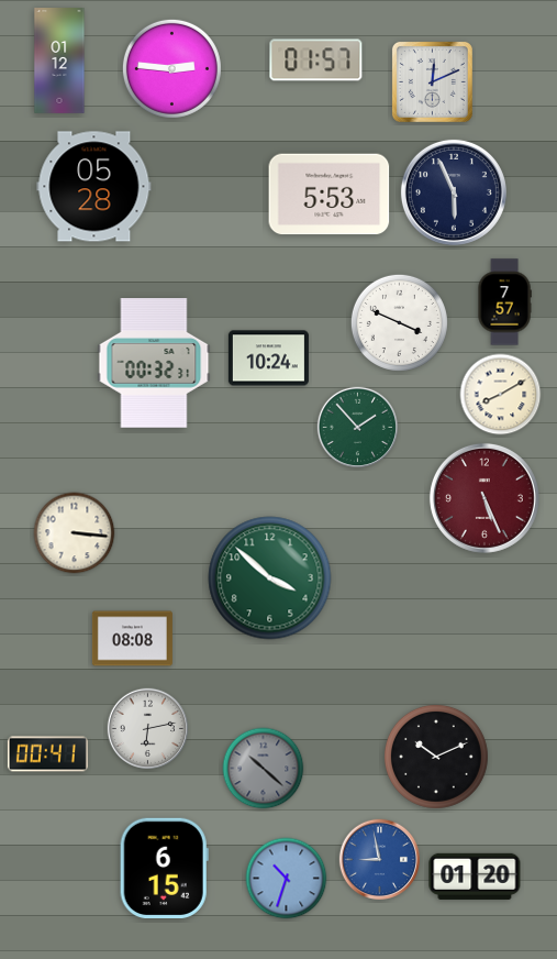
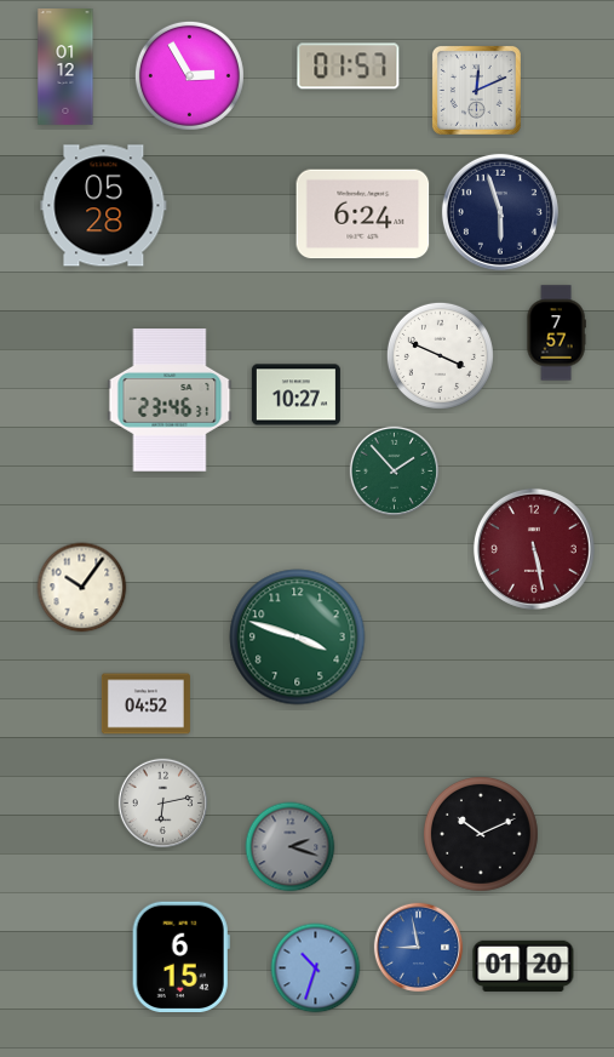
clock at (171, 68): 2:46 -> 2:55
clock at (454, 192): 5:56 -> 5:57
clock at (330, 195): 5:53 -> 6:24
clock at (268, 359): 10:24 -> 10:27
clock at (154, 363): 00:32 -> 23:46
clock at (501, 395): 8:10 -> none
clock at (484, 498): 5:26 -> 5:28
clock at (75, 533): 3:16 -> 10:06
clock at (270, 578): 3:52 -> 3:48
clock at (132, 639): 08:08 -> 04:52
clock at (47, 754): 00:41 -> none
clock at (264, 769): 10:22 -> 2:18
